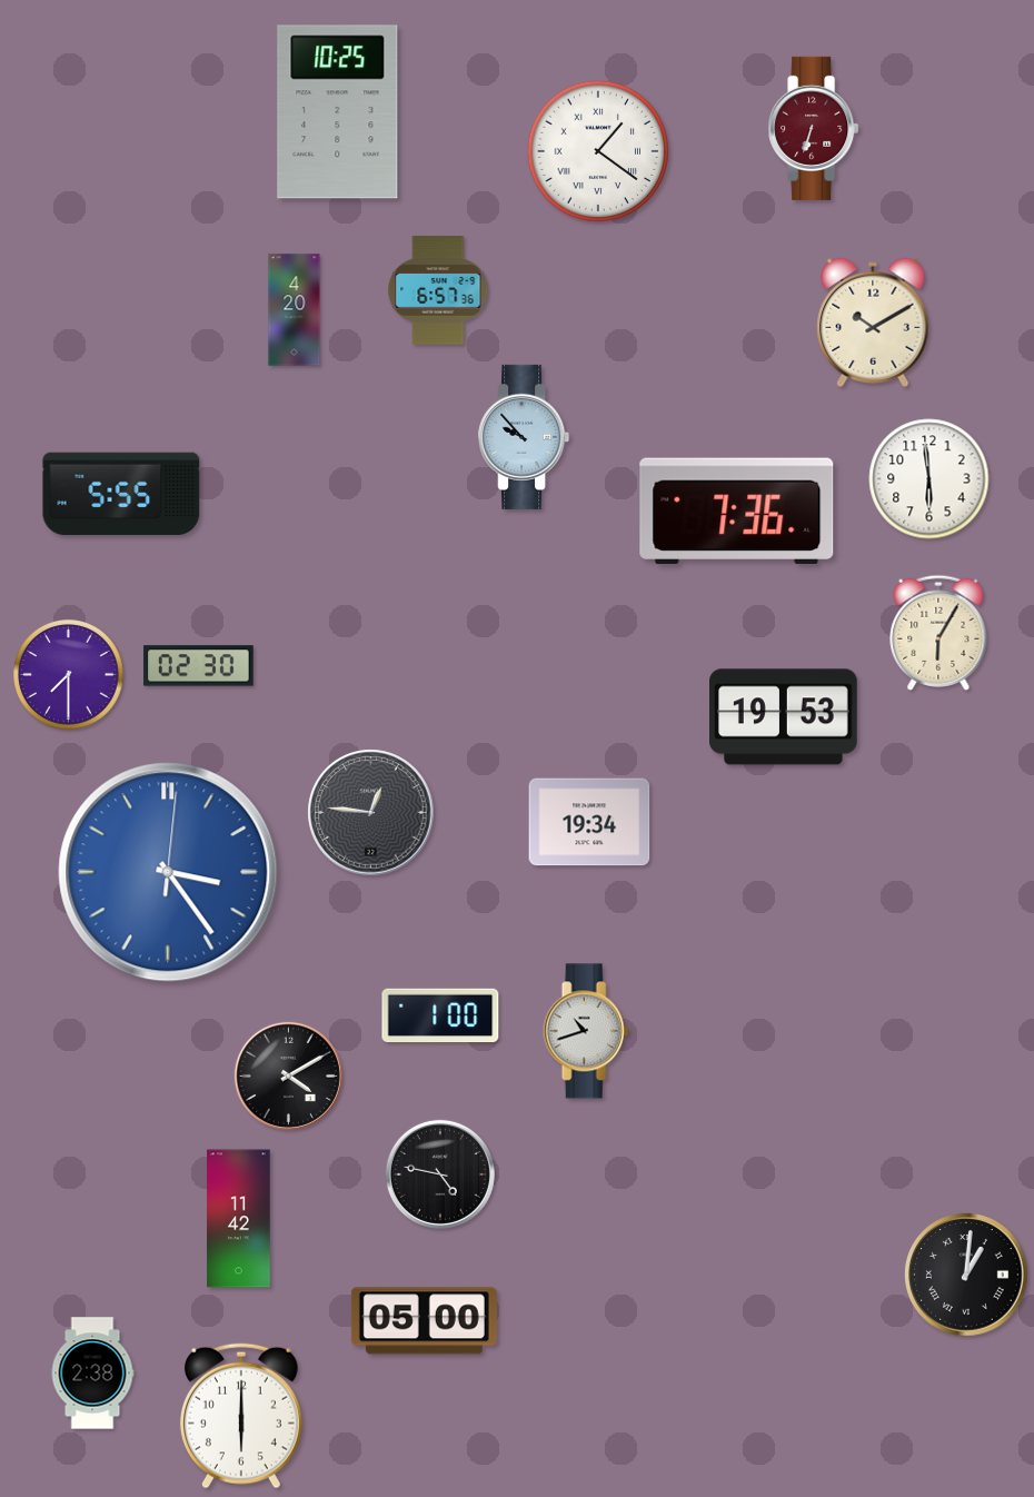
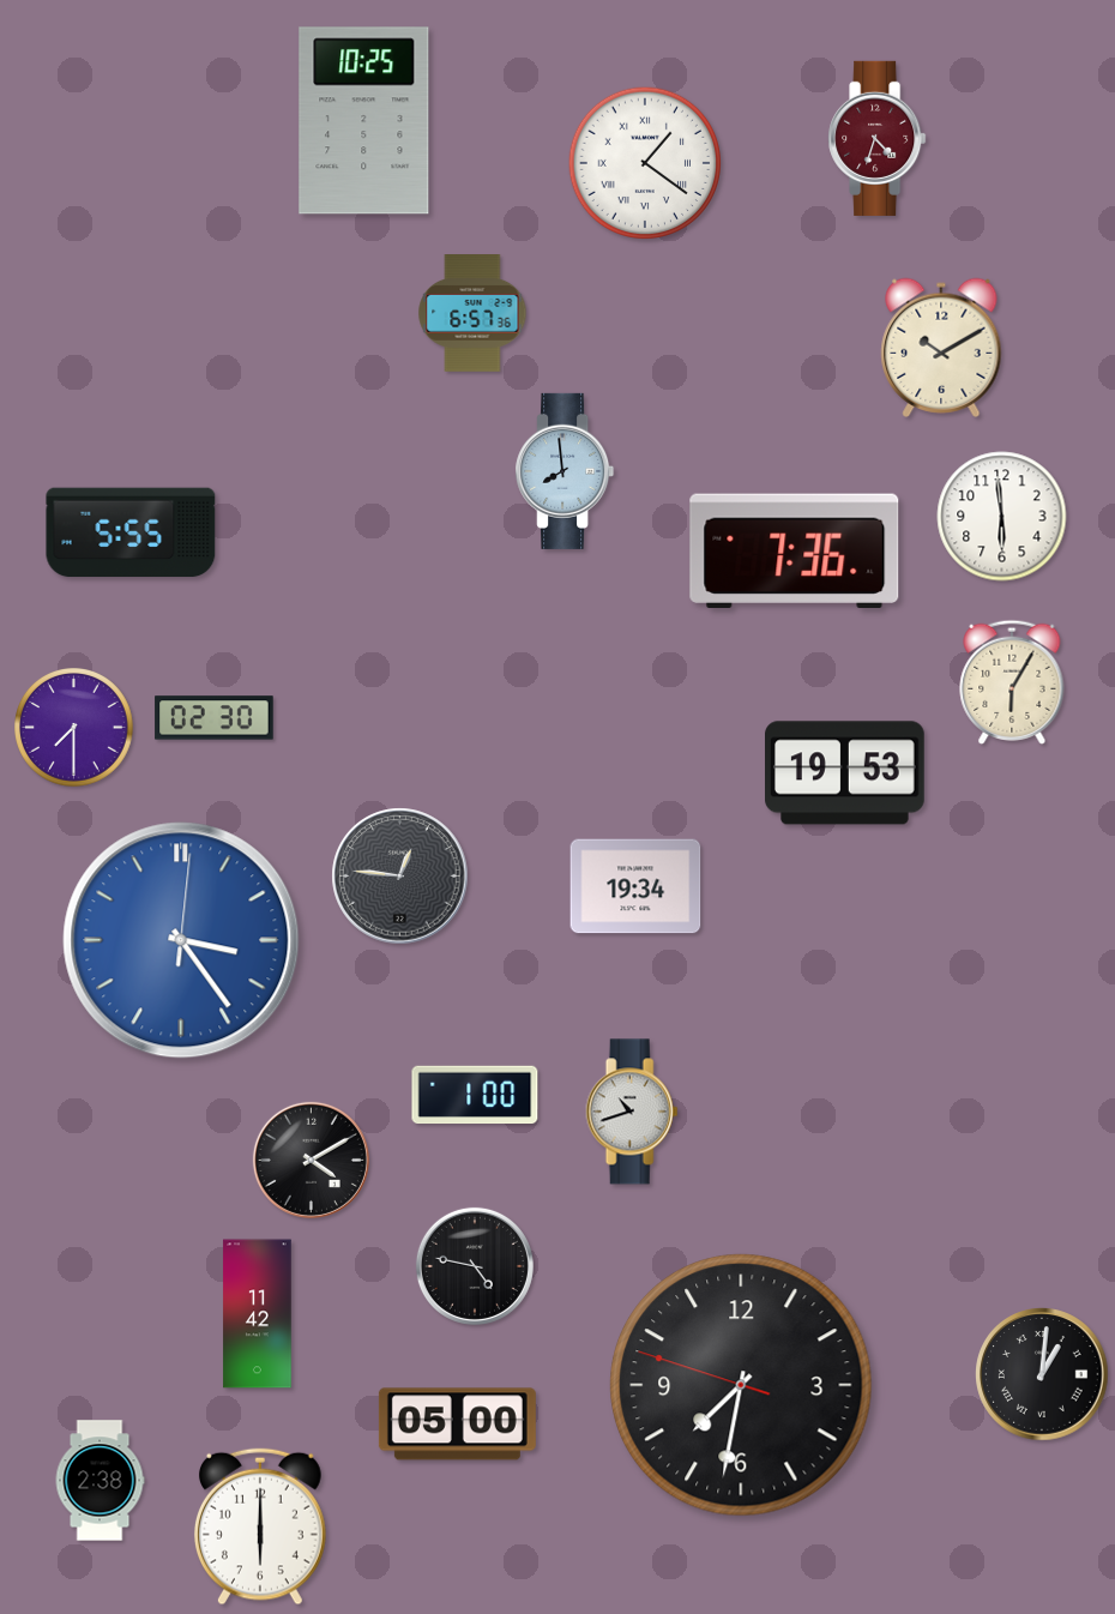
clock at (814, 128): 6:33 -> 4:33
clock at (295, 310): 4:20 -> none
clock at (524, 437): 9:53 -> 7:59
clock at (741, 1385): none -> 7:31
